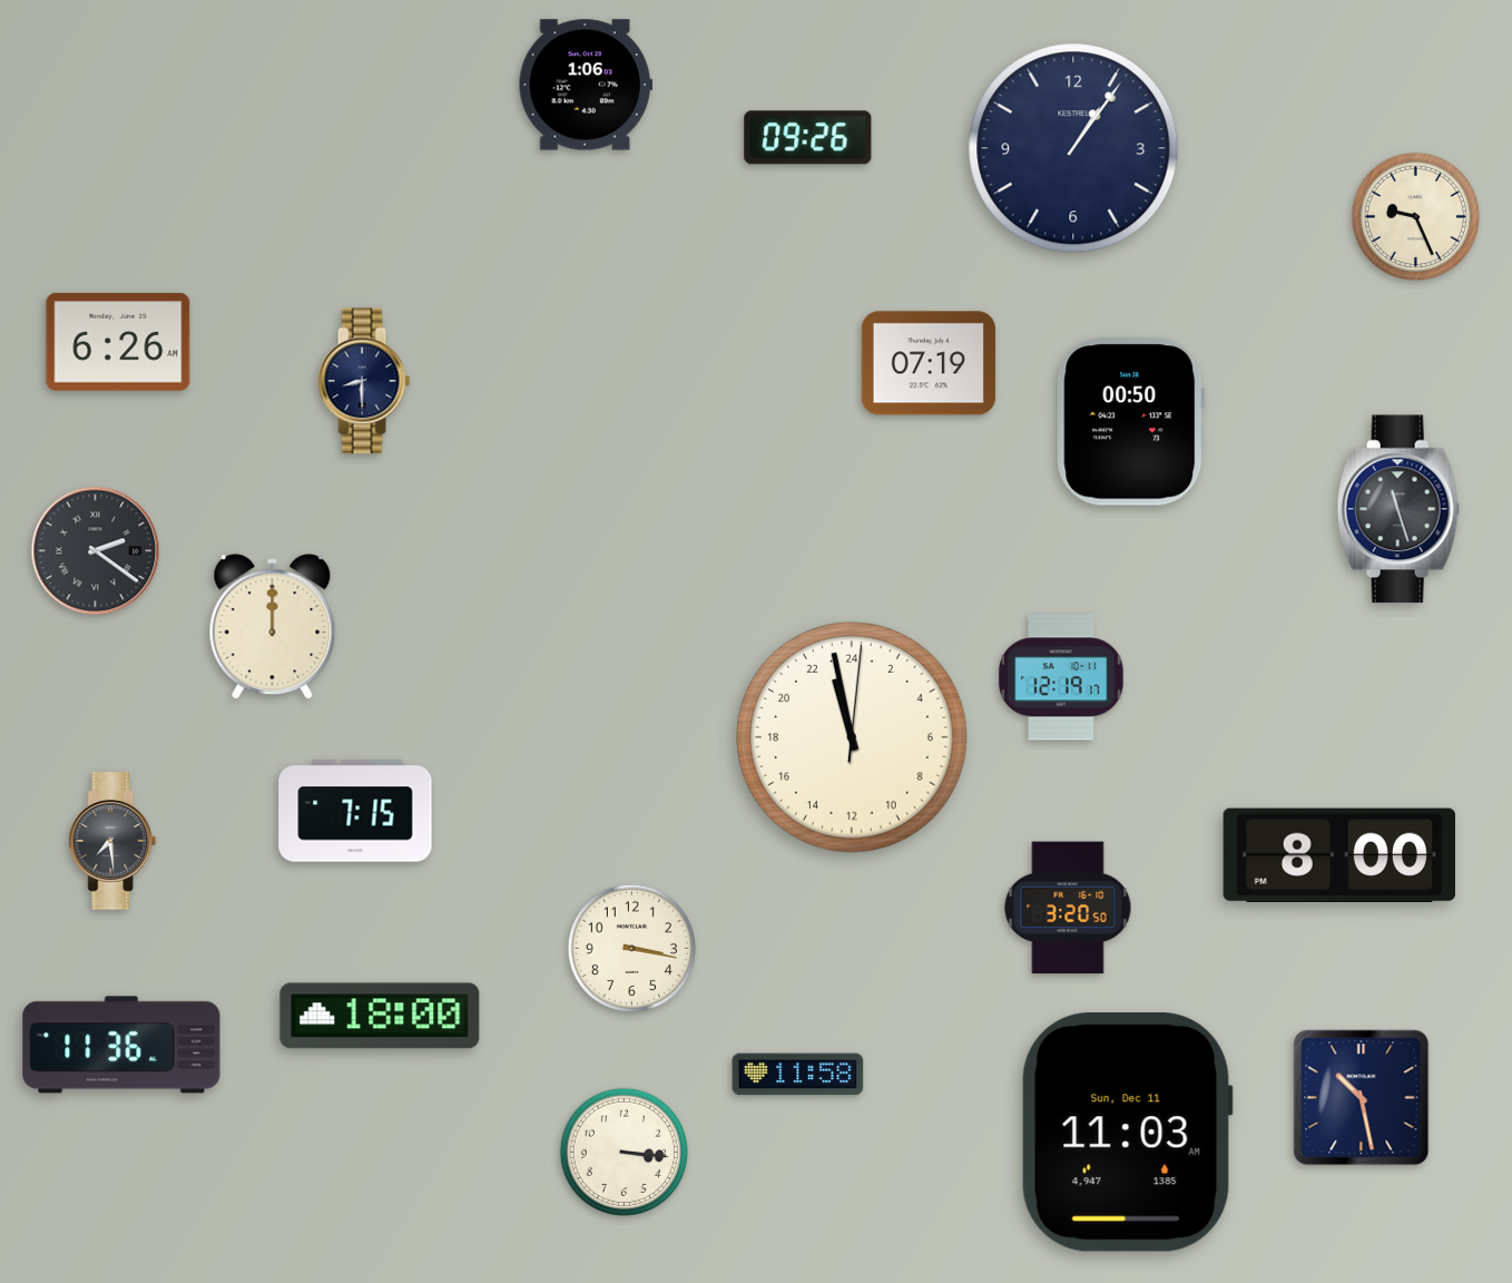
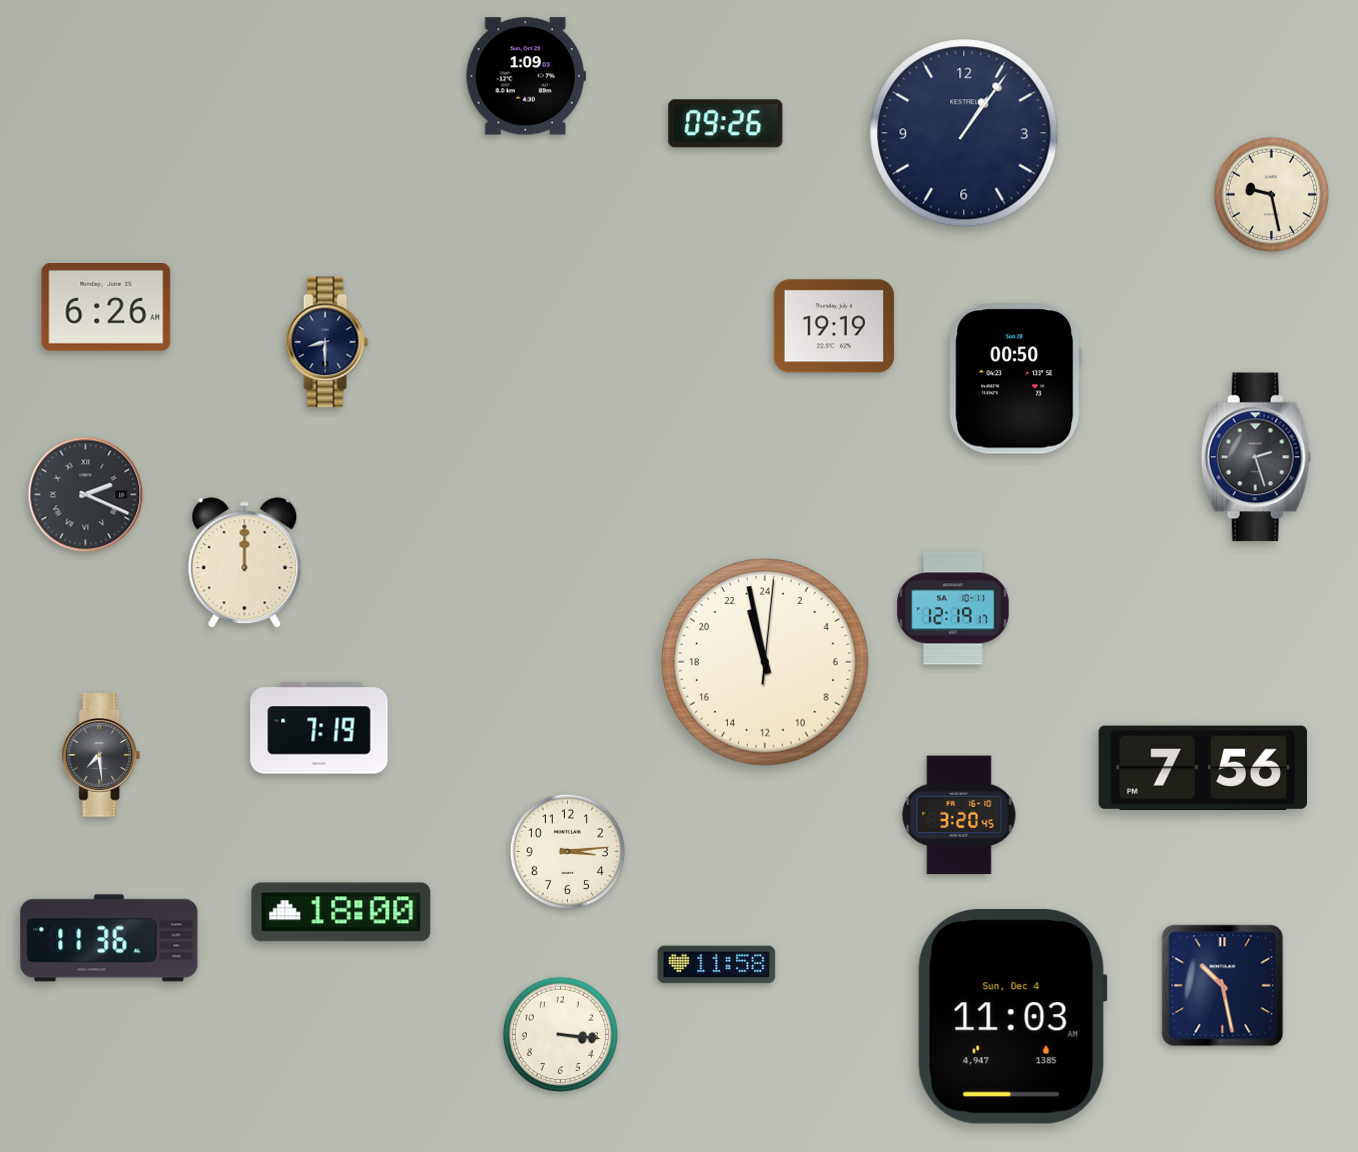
clock at (586, 85): 1:06 -> 1:09
clock at (1415, 216): 9:26 -> 9:28
clock at (929, 363): 07:19 -> 19:19
clock at (1398, 509): 11:27 -> 2:27
clock at (96, 551): 2:21 -> 2:19
clock at (355, 811): 7:15 -> 7:19
clock at (1339, 854): 8:00 -> 7:56
clock at (1068, 908): 3:20:50 -> 3:20:45
clock at (631, 948): 3:17 -> 3:14
clock at (1127, 1133) date: Sun, Dec 11 -> Sun, Dec 4
